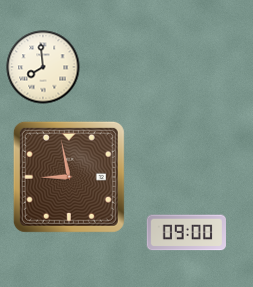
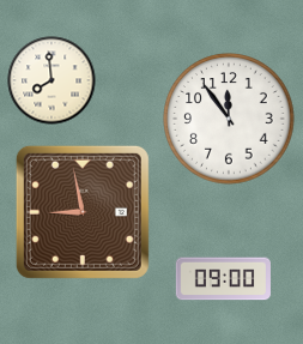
clock at (229, 119): none -> 11:54
